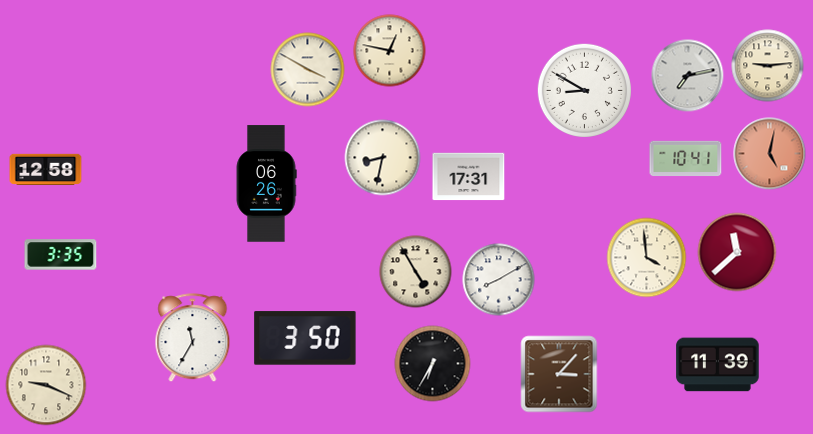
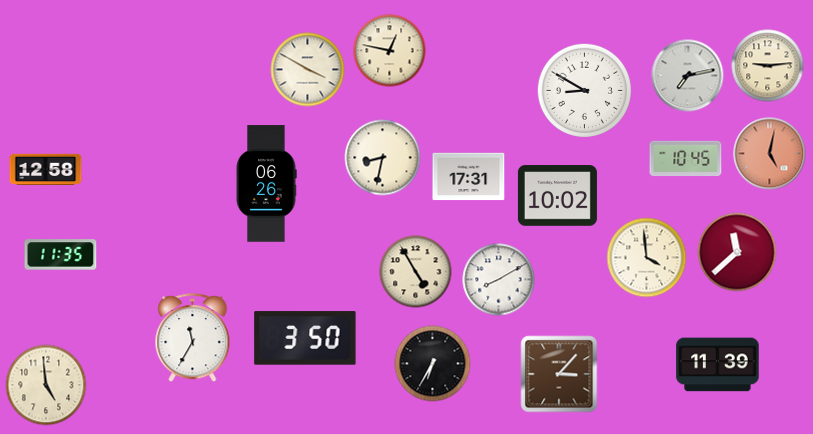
clock at (686, 159): 10:41 -> 10:45
clock at (557, 196): none -> 10:02
clock at (61, 255): 3:35 -> 11:35
clock at (46, 385): 9:19 -> 4:59
